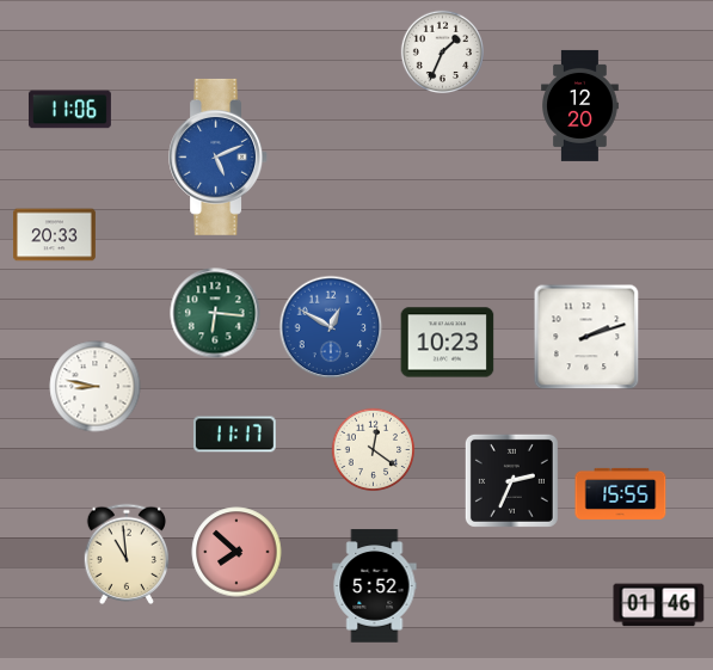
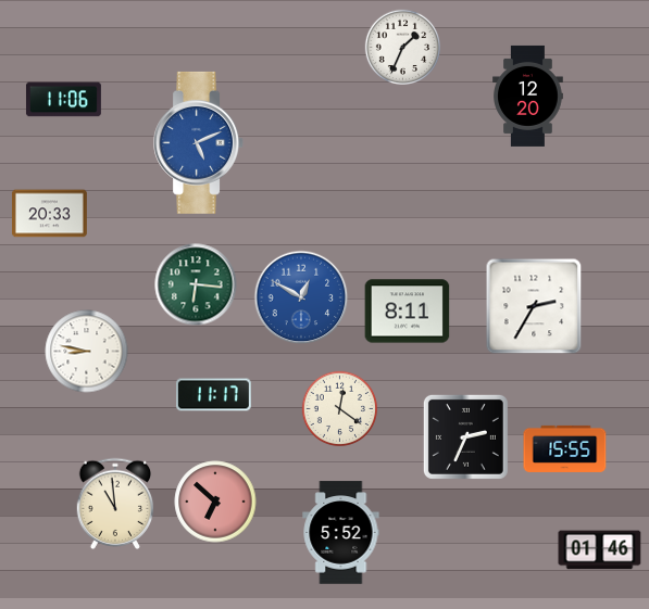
clock at (586, 337): 2:12 -> 2:35
clock at (448, 343): 10:23 -> 8:11
clock at (236, 552): 7:52 -> 6:52
